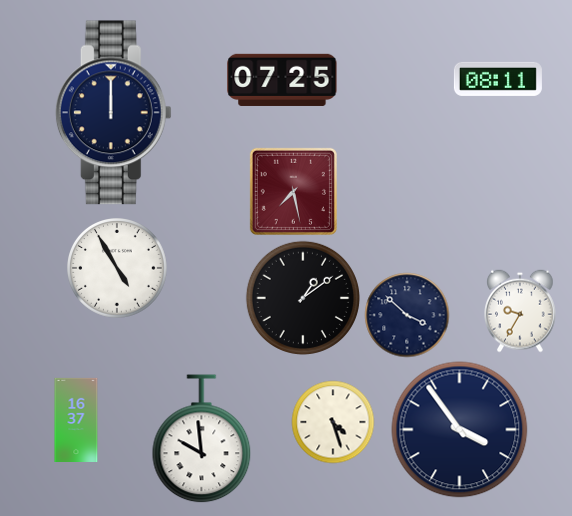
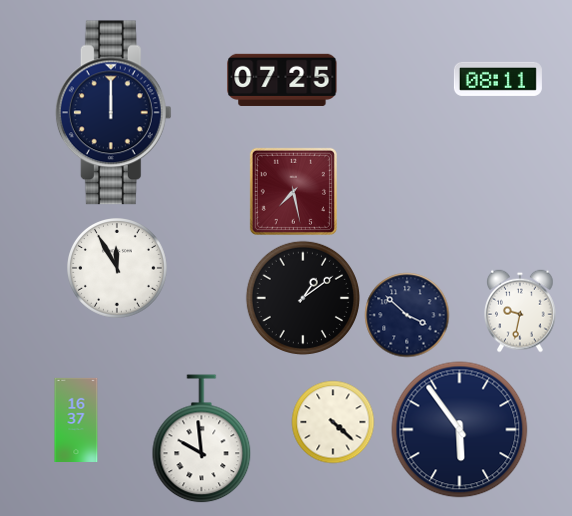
clock at (118, 269): 4:55 -> 11:55
clock at (520, 311): 9:35 -> 9:32
clock at (333, 422): 4:27 -> 4:22
clock at (460, 430): 3:54 -> 5:54
